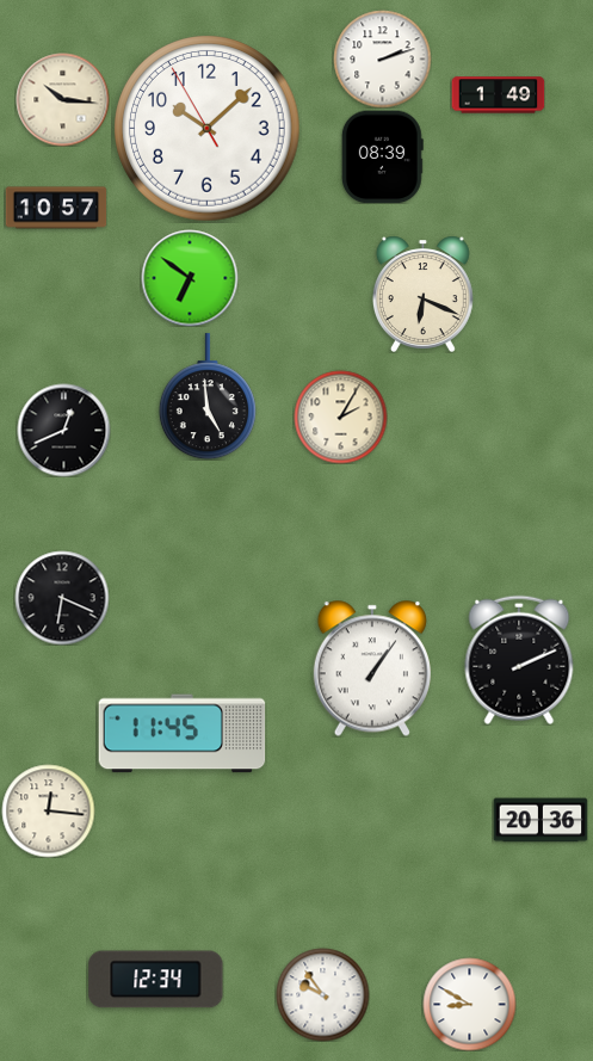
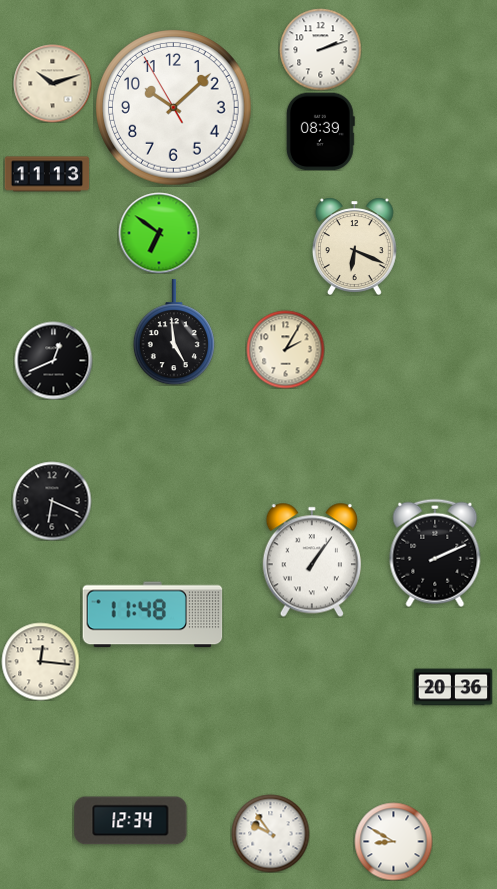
clock at (498, 95): 1:49 -> none
clock at (62, 99): 10:16 -> 10:12
clock at (56, 208): 10:57 -> 11:13
clock at (183, 734): 11:45 -> 11:48
clock at (48, 810) position: (48, 810) -> (40, 661)
